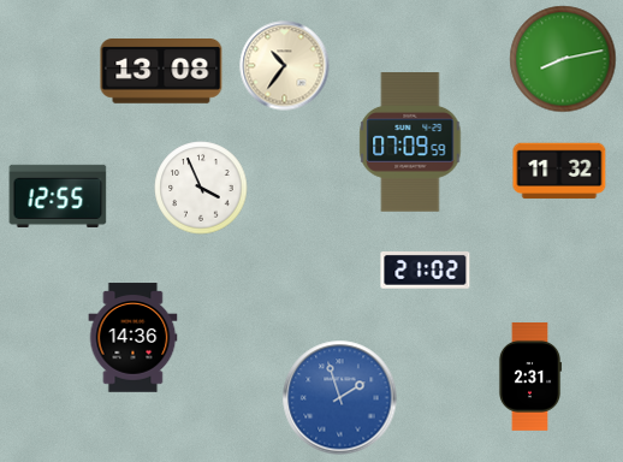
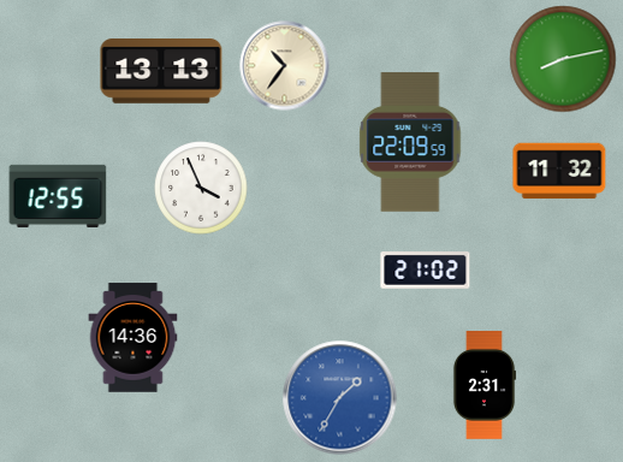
clock at (161, 72): 13:08 -> 13:13
clock at (410, 142): 07:09 -> 22:09
clock at (530, 378) position: (530, 378) -> (485, 386)
clock at (340, 398): 1:57 -> 1:35
